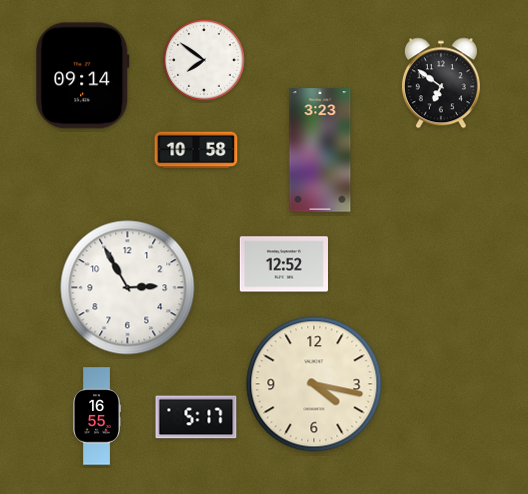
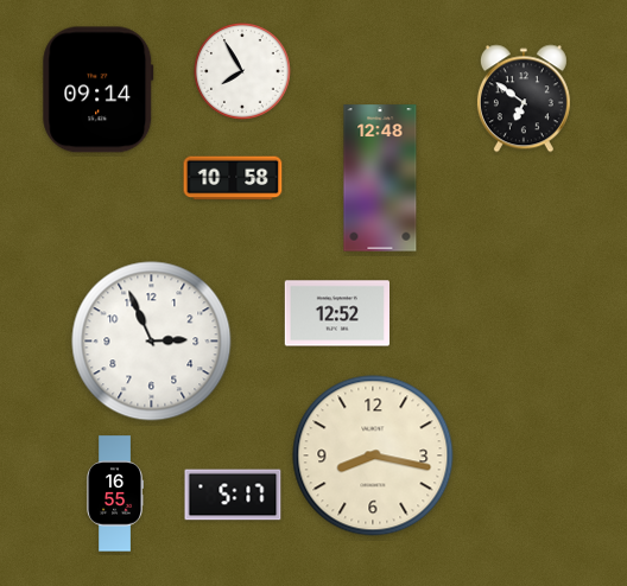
clock at (205, 61): 7:51 -> 7:55
clock at (320, 150): 3:23 -> 12:48
clock at (128, 288): 2:55 -> 2:56
clock at (314, 384): 4:17 -> 8:17
